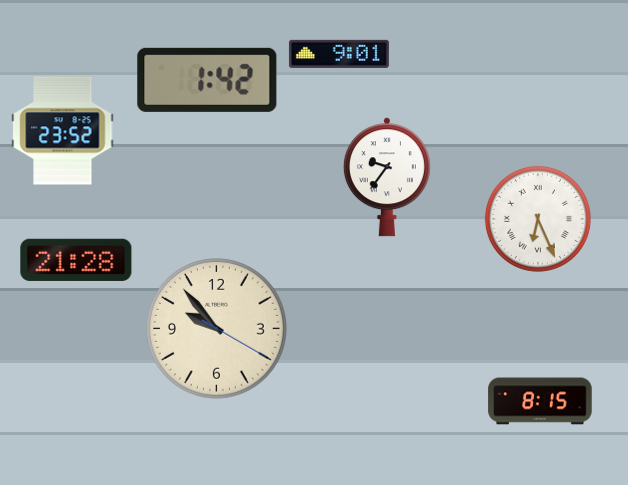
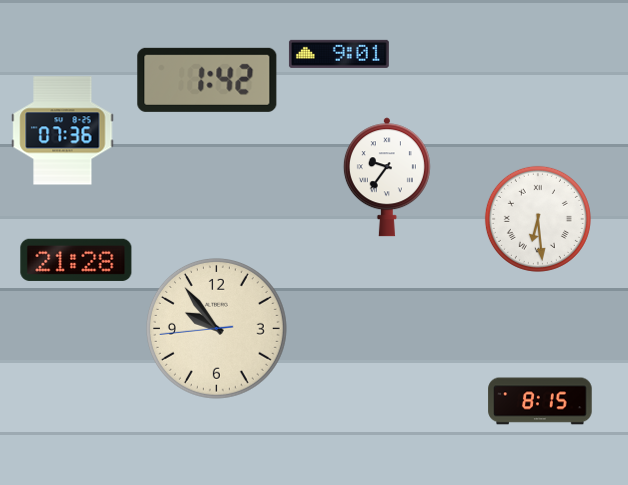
clock at (63, 131): 23:52 -> 07:36
clock at (538, 219): 6:26 -> 6:29
clock at (216, 328): 9:53:20 -> 9:53:44
